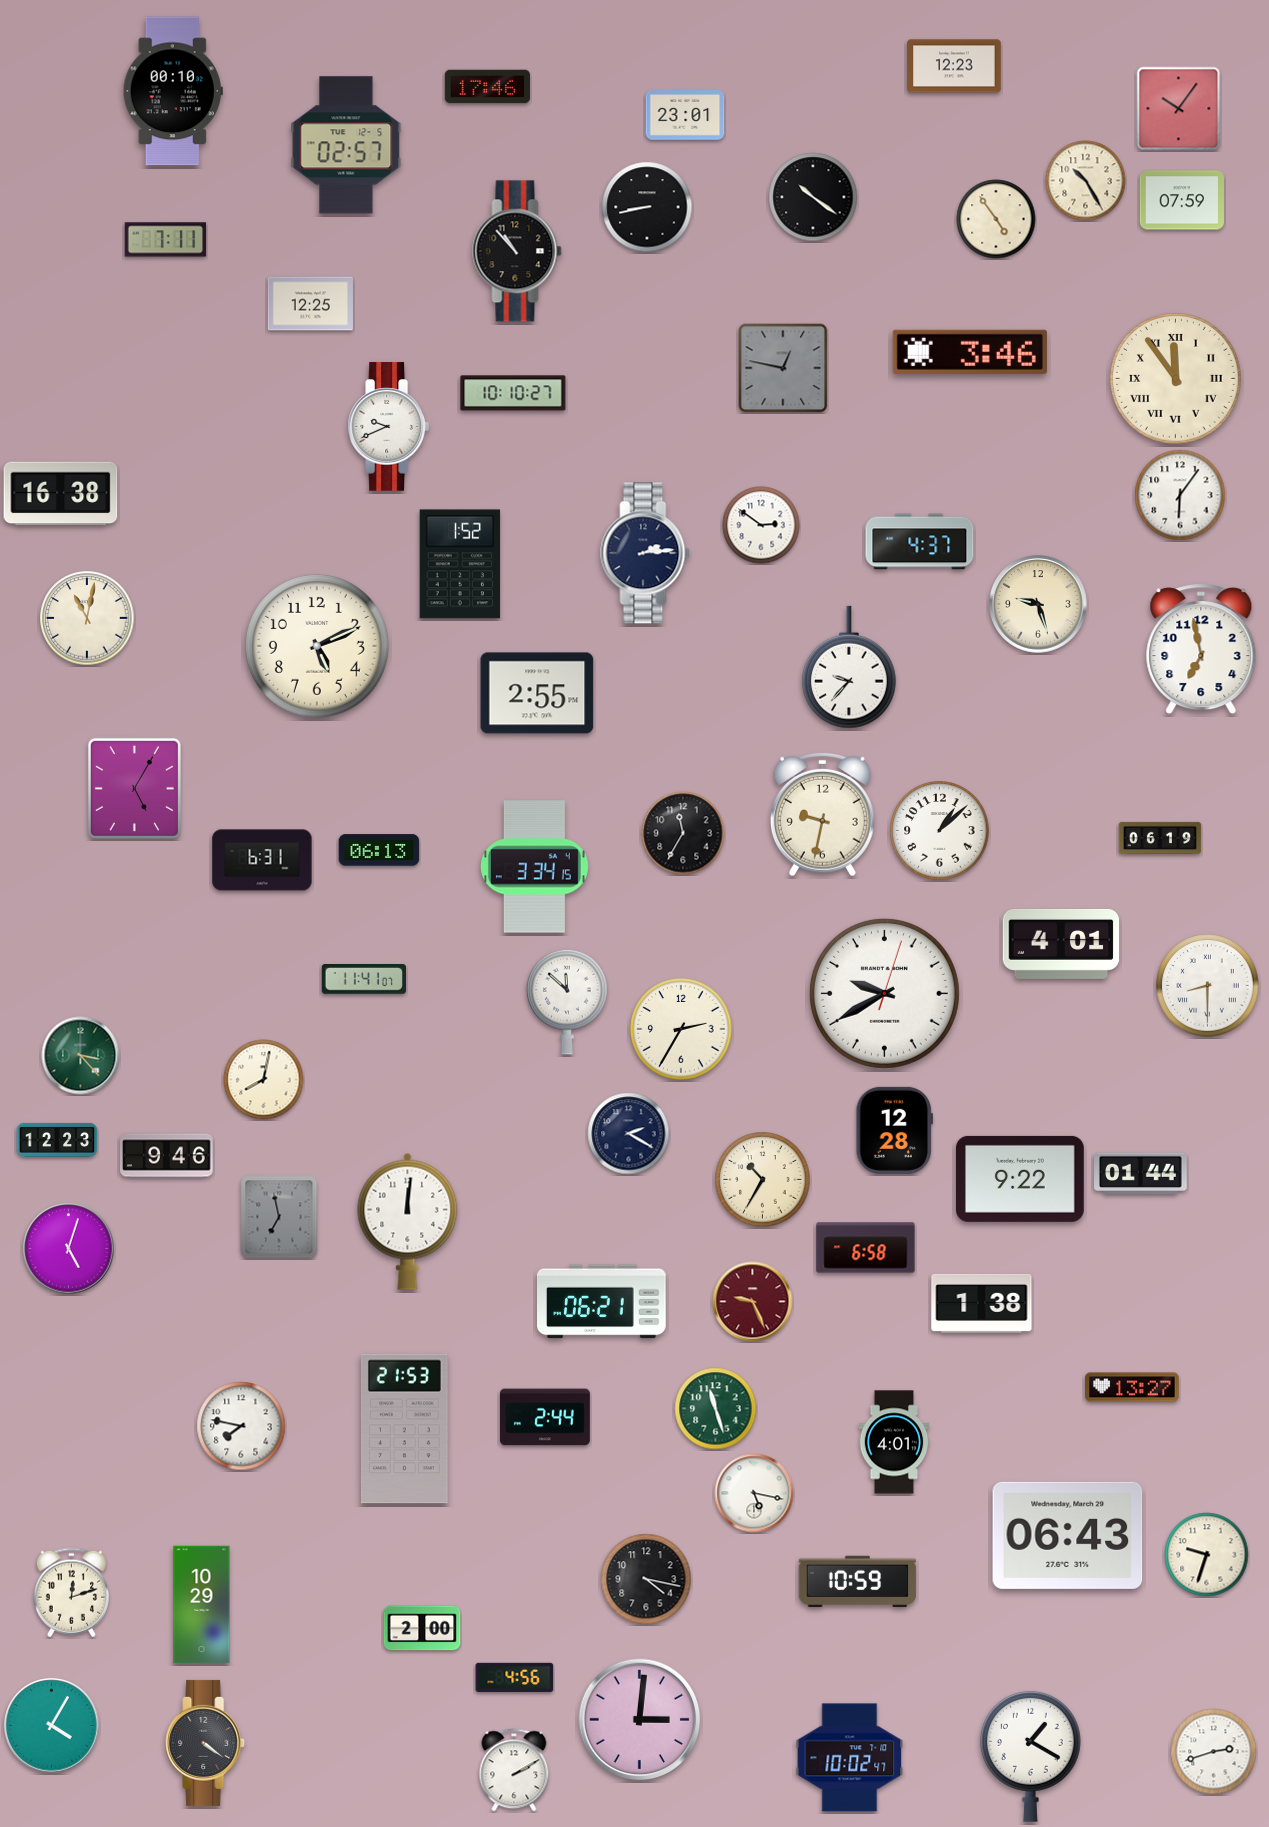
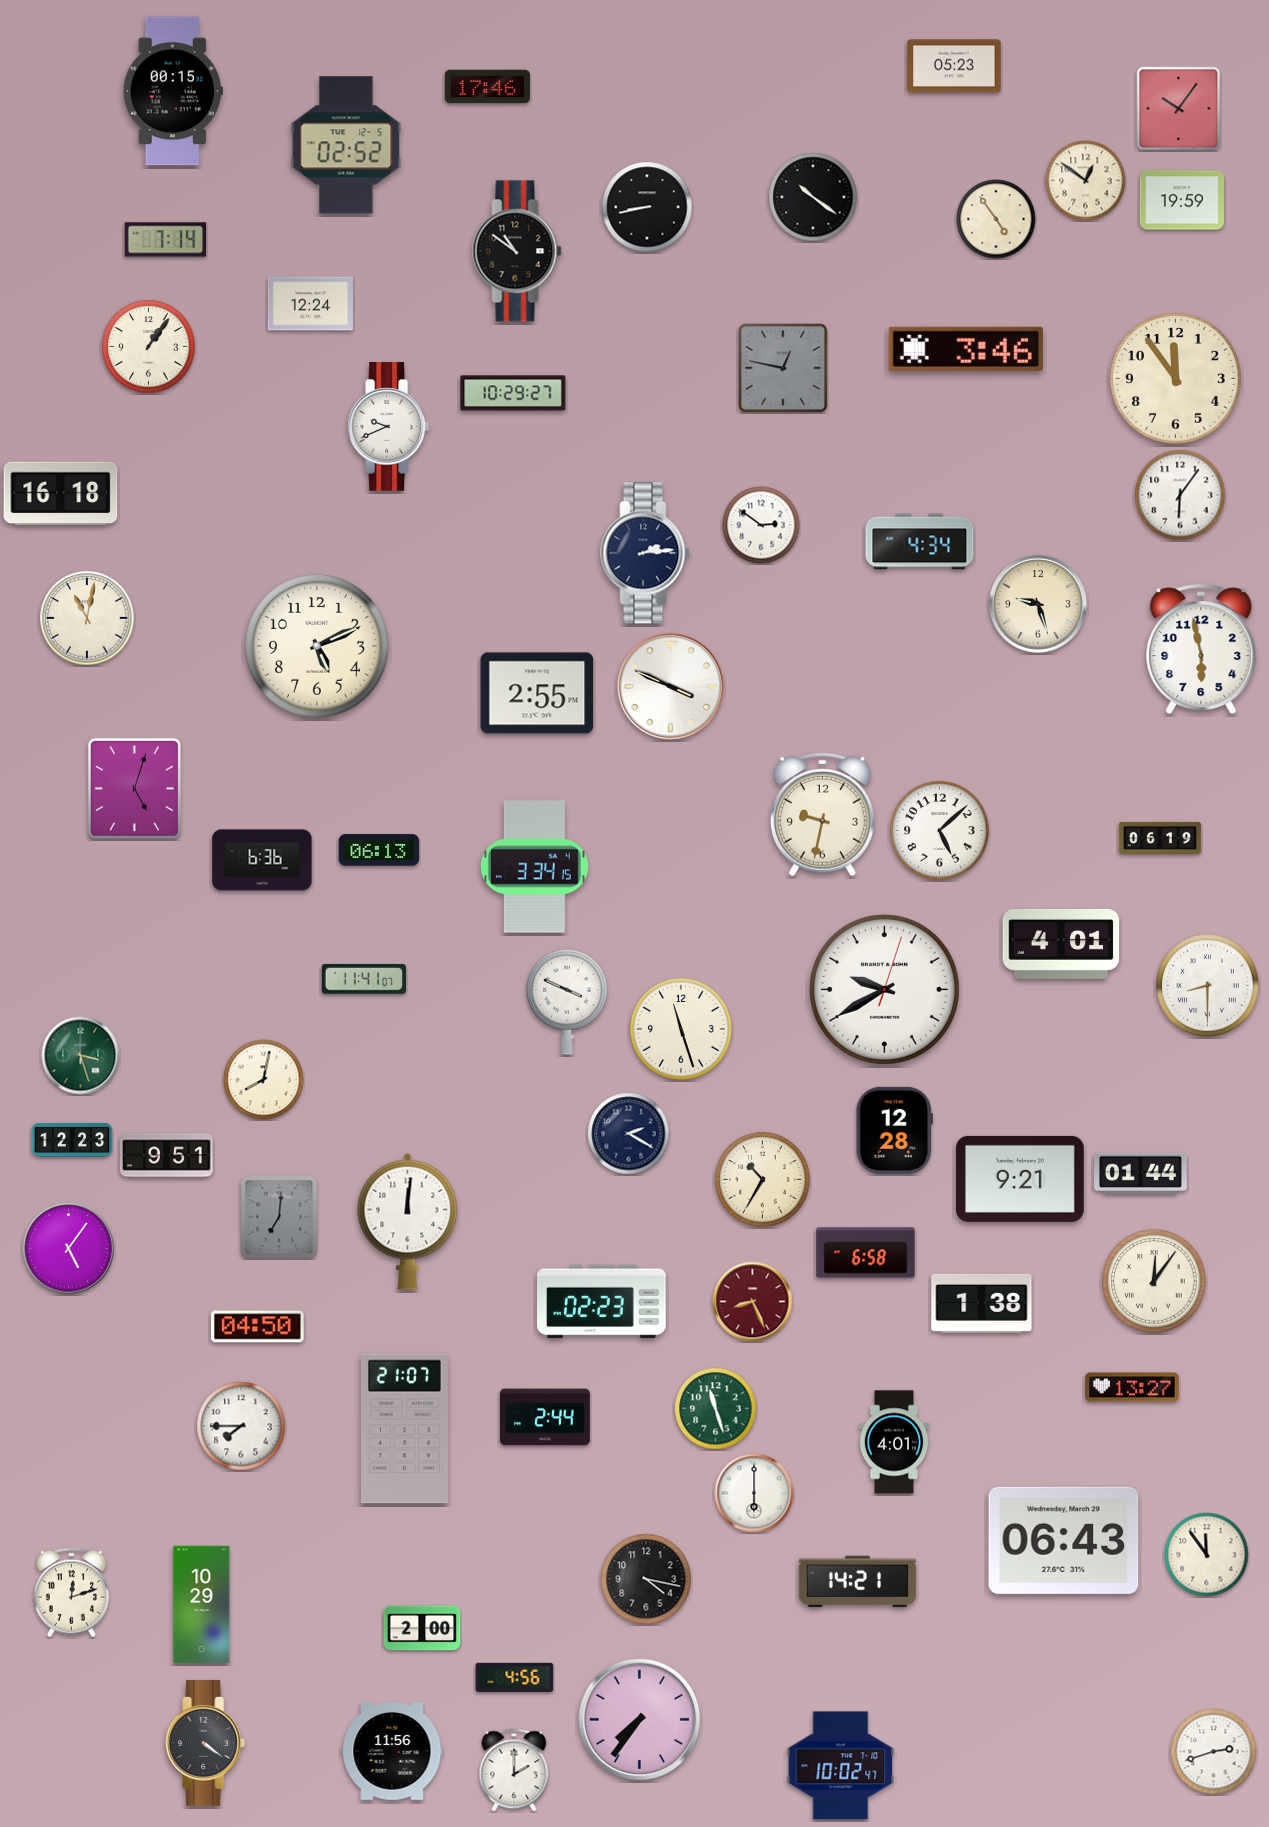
clock at (954, 66): 12:23 -> 05:23
clock at (173, 91): 00:10 -> 00:15
clock at (685, 116): 23:01 -> none
clock at (346, 145): 02:57 -> 02:52
clock at (1086, 181): 10:25 -> 12:51
clock at (1182, 200): 07:59 -> 19:59
clock at (166, 240): 7:11 -> 7:14
clock at (517, 251): 10:53 -> 10:51
clock at (310, 304): 12:25 -> 12:24
clock at (149, 347): none -> 1:06
clock at (970, 352) position: (970, 352) -> (966, 349)
clock at (1176, 379) numerals: Roman -> Arabic
clock at (513, 393): 10:10 -> 10:29
clock at (61, 494): 16:38 -> 16:18
clock at (920, 542): 4:37 -> 4:34
clock at (460, 564): 1:52 -> none
clock at (1201, 649): 6:58 -> 5:58
clock at (850, 667): 9:37 -> none
clock at (670, 686): none -> 3:49
clock at (134, 788): 5:05 -> 5:03
clock at (940, 831): 1:08 -> 5:08
clock at (683, 833): 11:35 -> none
clock at (262, 860): 6:31 -> 6:36
clock at (884, 993) position: (884, 993) -> (884, 989)
clock at (567, 1002): 11:52 -> 3:49
clock at (681, 1029): 2:35 -> 11:27
clock at (81, 1056): 3:23 -> 3:27
clock at (57, 1140) position: (57, 1140) -> (72, 1140)
clock at (167, 1156): 9:46 -> 9:51
clock at (1021, 1179): 9:22 -> 9:21
clock at (279, 1217): 6:58 -> 7:01
clock at (866, 1248) position: (866, 1248) -> (866, 1253)
clock at (69, 1249): 5:03 -> 5:06
clock at (1154, 1281): none -> 12:06
clock at (602, 1302): 06:21 -> 02:23
clock at (753, 1302): 9:26 -> 8:26
clock at (258, 1327): none -> 04:50
clock at (241, 1426): 7:47 -> 7:45
clock at (404, 1429): 21:53 -> 21:07
clock at (754, 1493): 5:17 -> 6:00
clock at (1068, 1535) position: (1068, 1535) -> (1064, 1540)
clock at (1207, 1555): 9:33 -> 11:54
clock at (858, 1582): 10:59 -> 14:21
clock at (640, 1720): 3:01 -> 7:36
clock at (52, 1726): 4:05 -> none
clock at (392, 1752): none -> 11:56
clock at (1030, 1756): 1:20 -> none
clock at (850, 1758) position: (850, 1758) -> (841, 1766)
clock at (514, 1770): 2:10 -> 2:00
